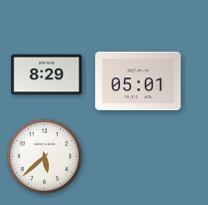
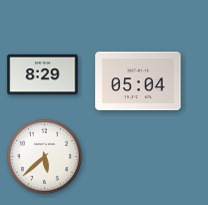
clock at (47, 75) position: (47, 75) -> (43, 75)
clock at (138, 81): 05:01 -> 05:04
